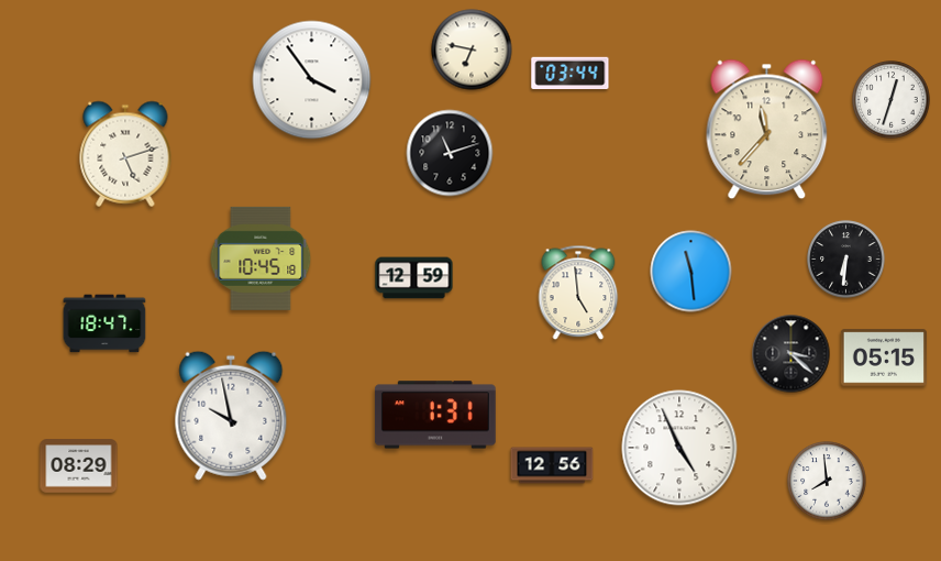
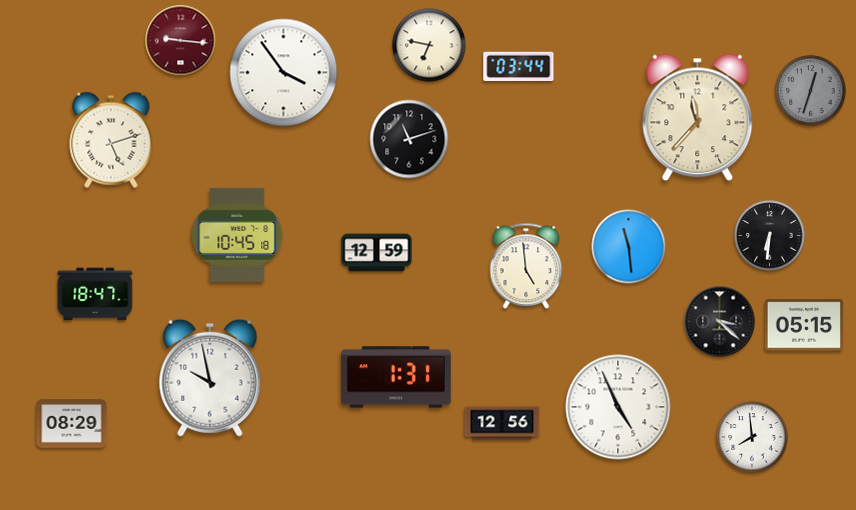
clock at (181, 41): none -> 9:16
clock at (892, 100) dial: white -> grey
clock at (125, 154) position: (125, 154) -> (111, 140)
